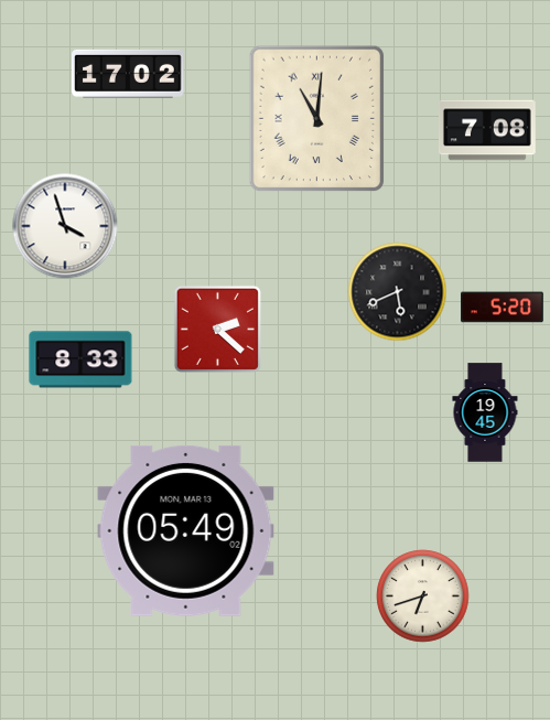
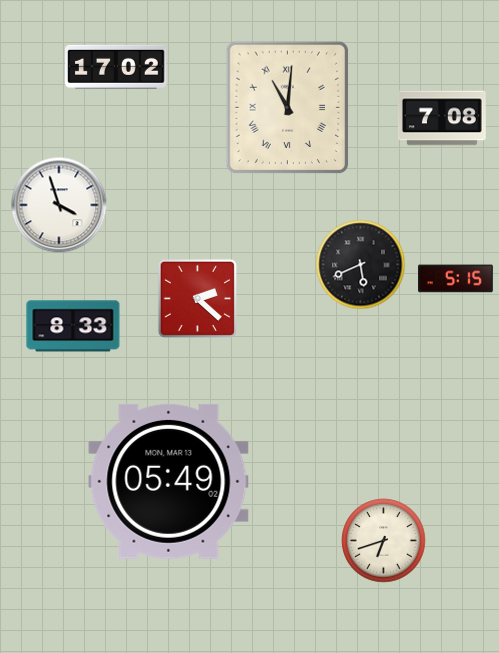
clock at (503, 308): 5:20 -> 5:15
clock at (485, 412): 19:45 -> none
